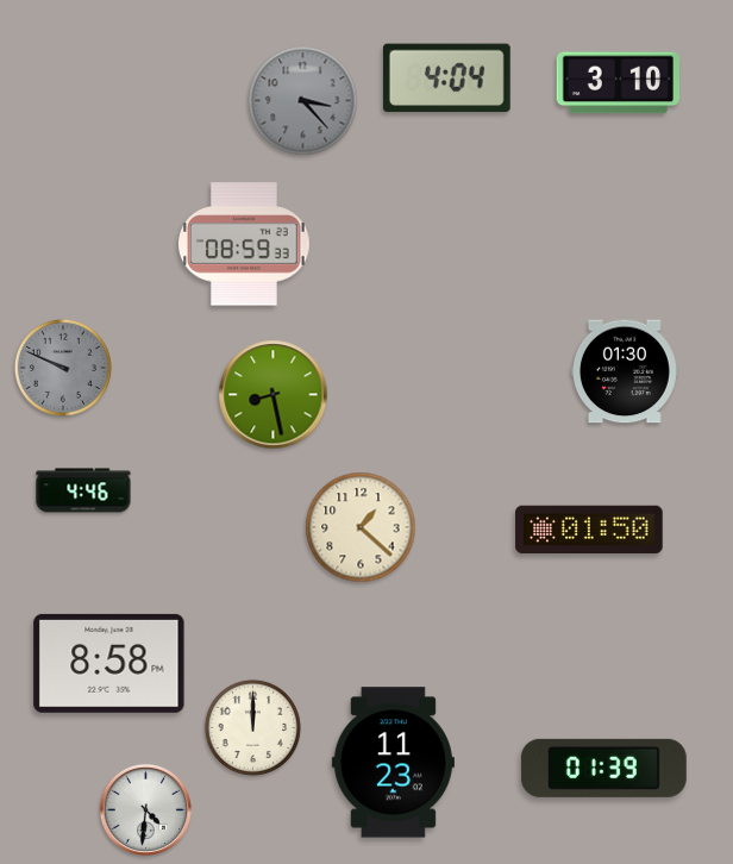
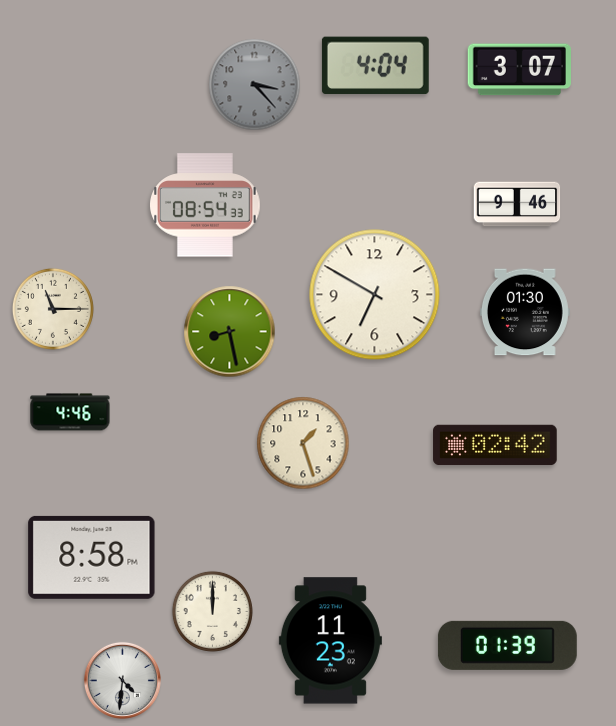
clock at (618, 83): 3:10 -> 3:07
clock at (517, 204): none -> 9:46
clock at (245, 244): 08:59 -> 08:54
clock at (375, 295): none -> 6:50
clock at (63, 368): 9:49 -> 11:15
clock at (63, 368) dial: grey -> cream
clock at (361, 527): 1:22 -> 1:27
clock at (589, 530): 01:50 -> 02:42
